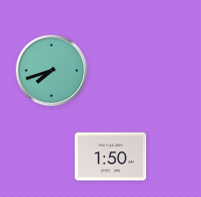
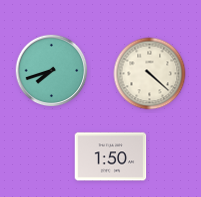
clock at (150, 74): none -> 4:22
